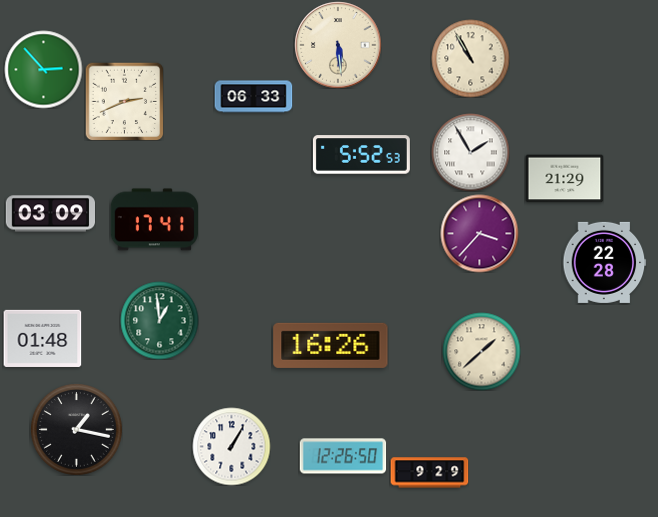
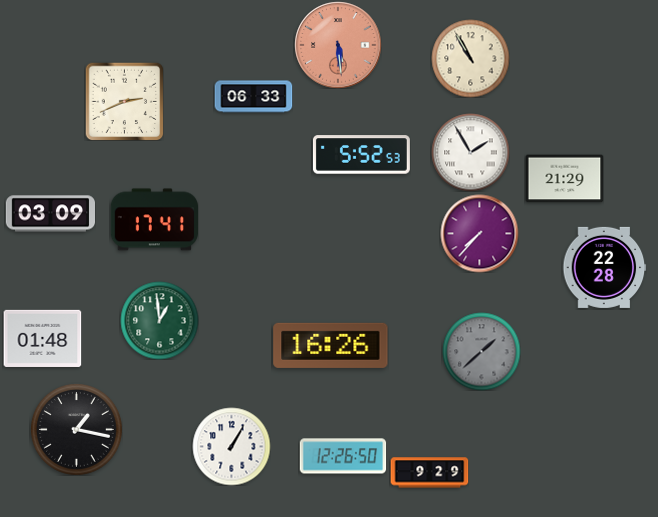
clock at (338, 45) dial: cream -> salmon
clock at (43, 69): 2:53 -> none
clock at (479, 233): 3:37 -> 7:37
clock at (604, 262) position: (604, 262) -> (604, 267)
clock at (481, 351) dial: cream -> grey
